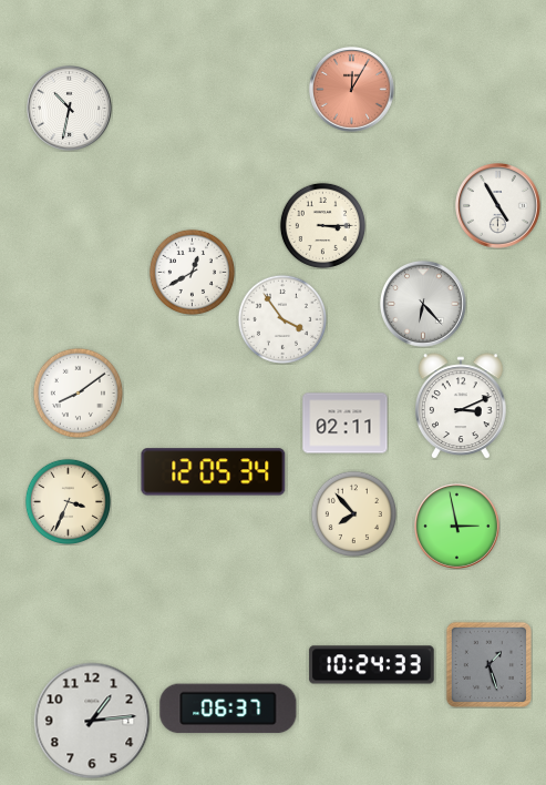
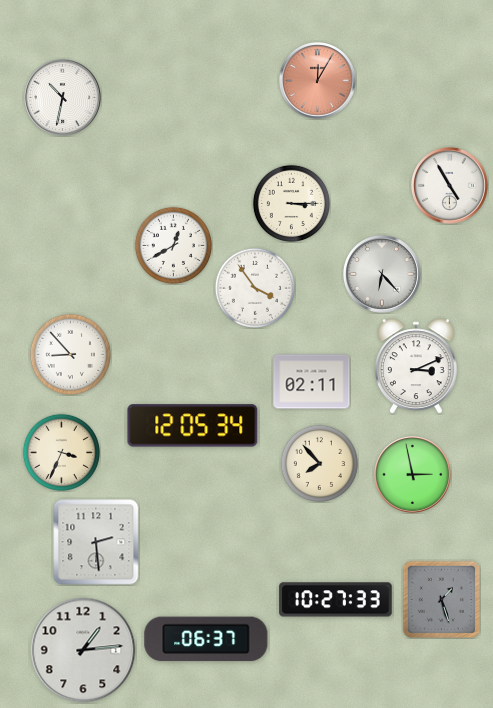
clock at (78, 392): 8:09 -> 8:53
clock at (96, 542): none -> 2:29
clock at (372, 665): 10:24 -> 10:27
